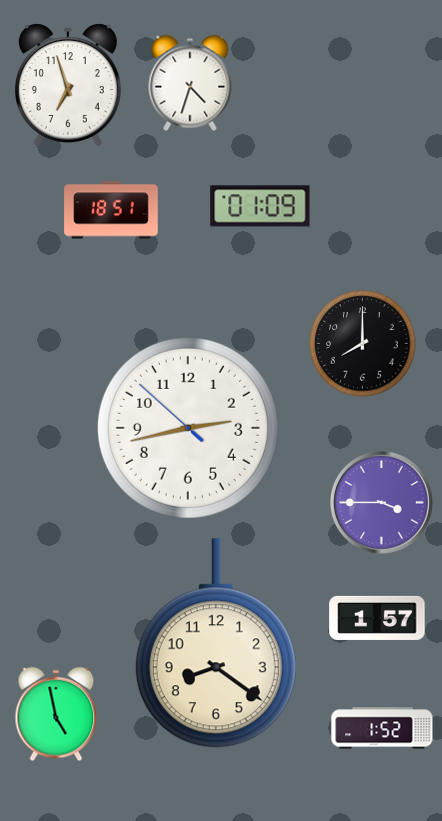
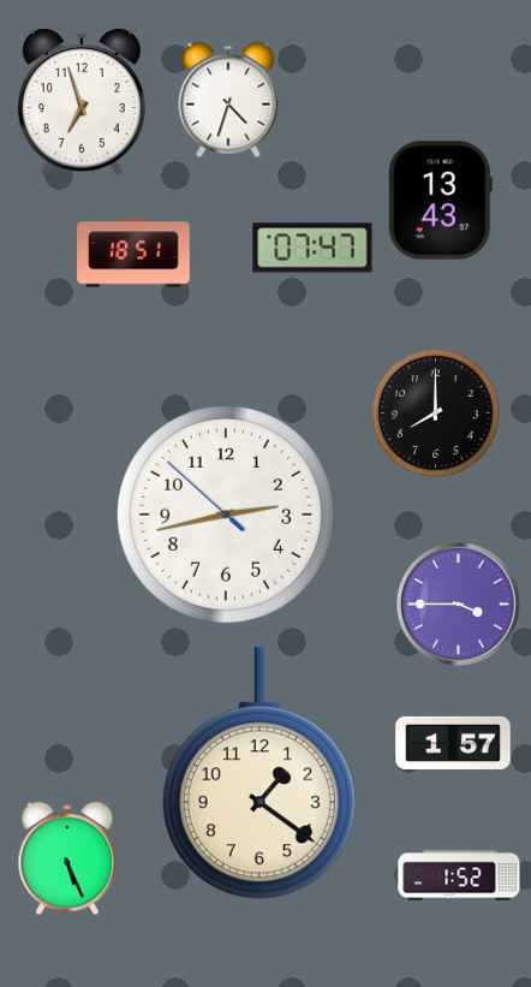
clock at (440, 201): none -> 13:43
clock at (260, 206): 01:09 -> 07:47
clock at (216, 643): 8:21 -> 1:21
clock at (56, 714): 4:58 -> 5:26
